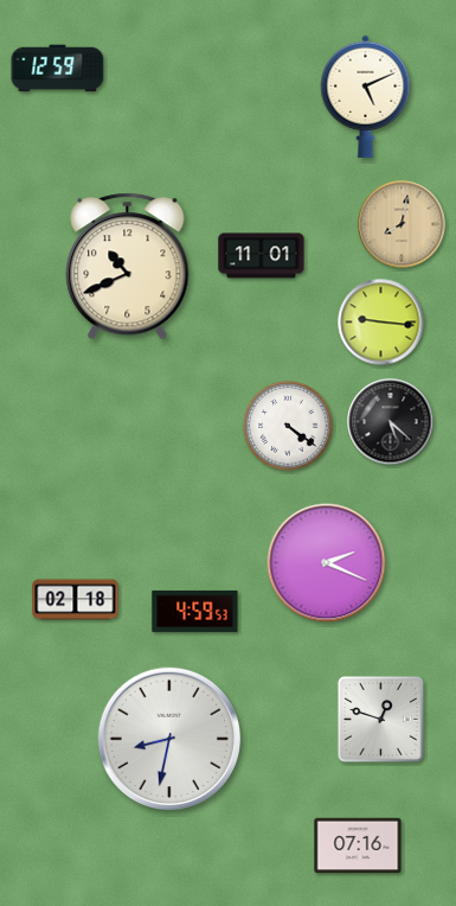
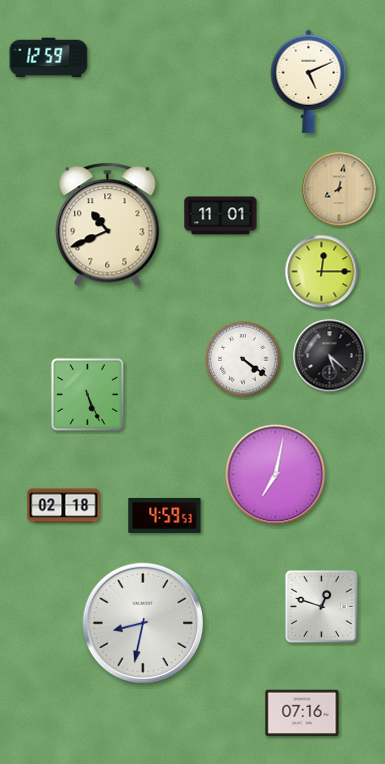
clock at (381, 323): 9:16 -> 12:15
clock at (87, 394): none -> 5:26
clock at (327, 563): 2:19 -> 7:02
